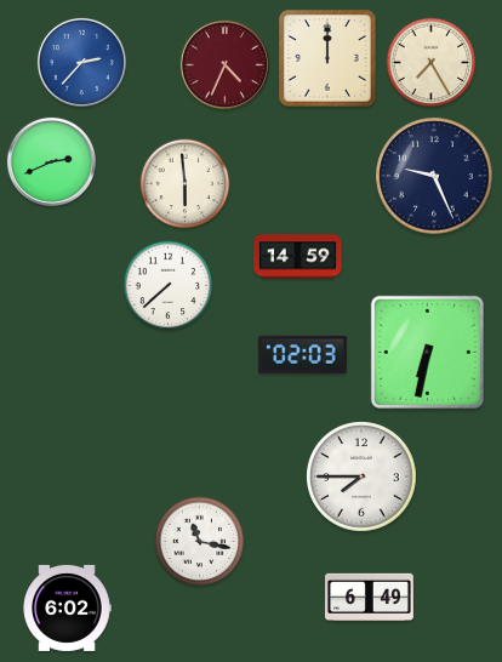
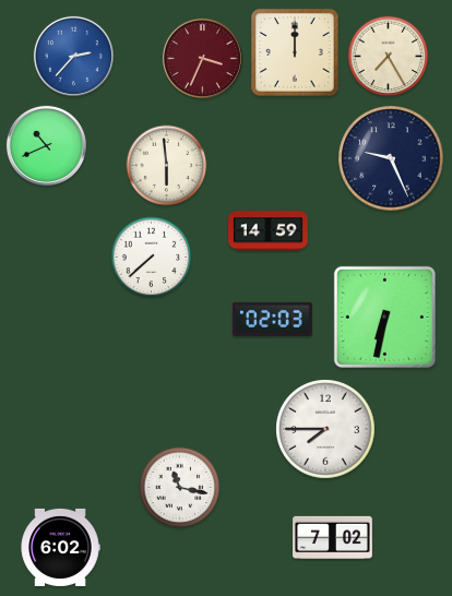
clock at (224, 64): 4:34 -> 3:34
clock at (51, 161): 2:41 -> 10:41
clock at (370, 597): 6:49 -> 7:02
